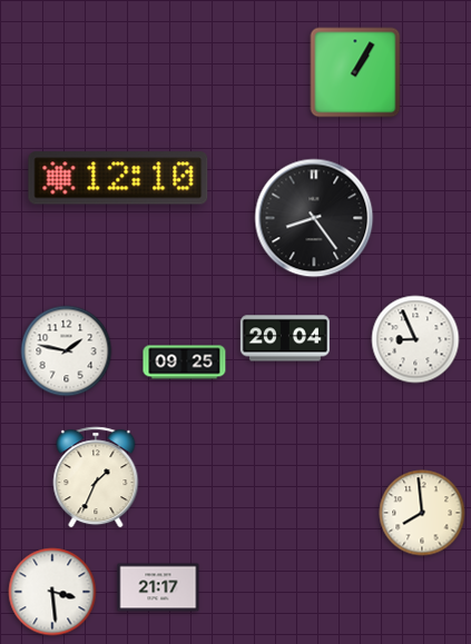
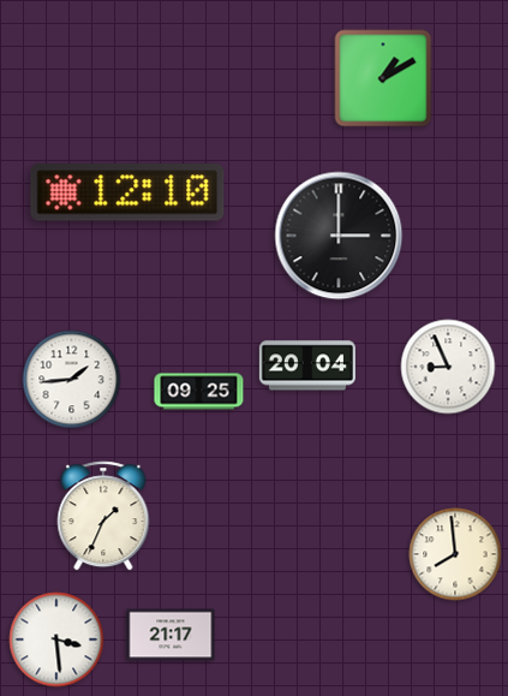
clock at (355, 72): 1:05 -> 1:10
clock at (314, 218): 8:24 -> 3:00
clock at (67, 351): 1:47 -> 1:44
